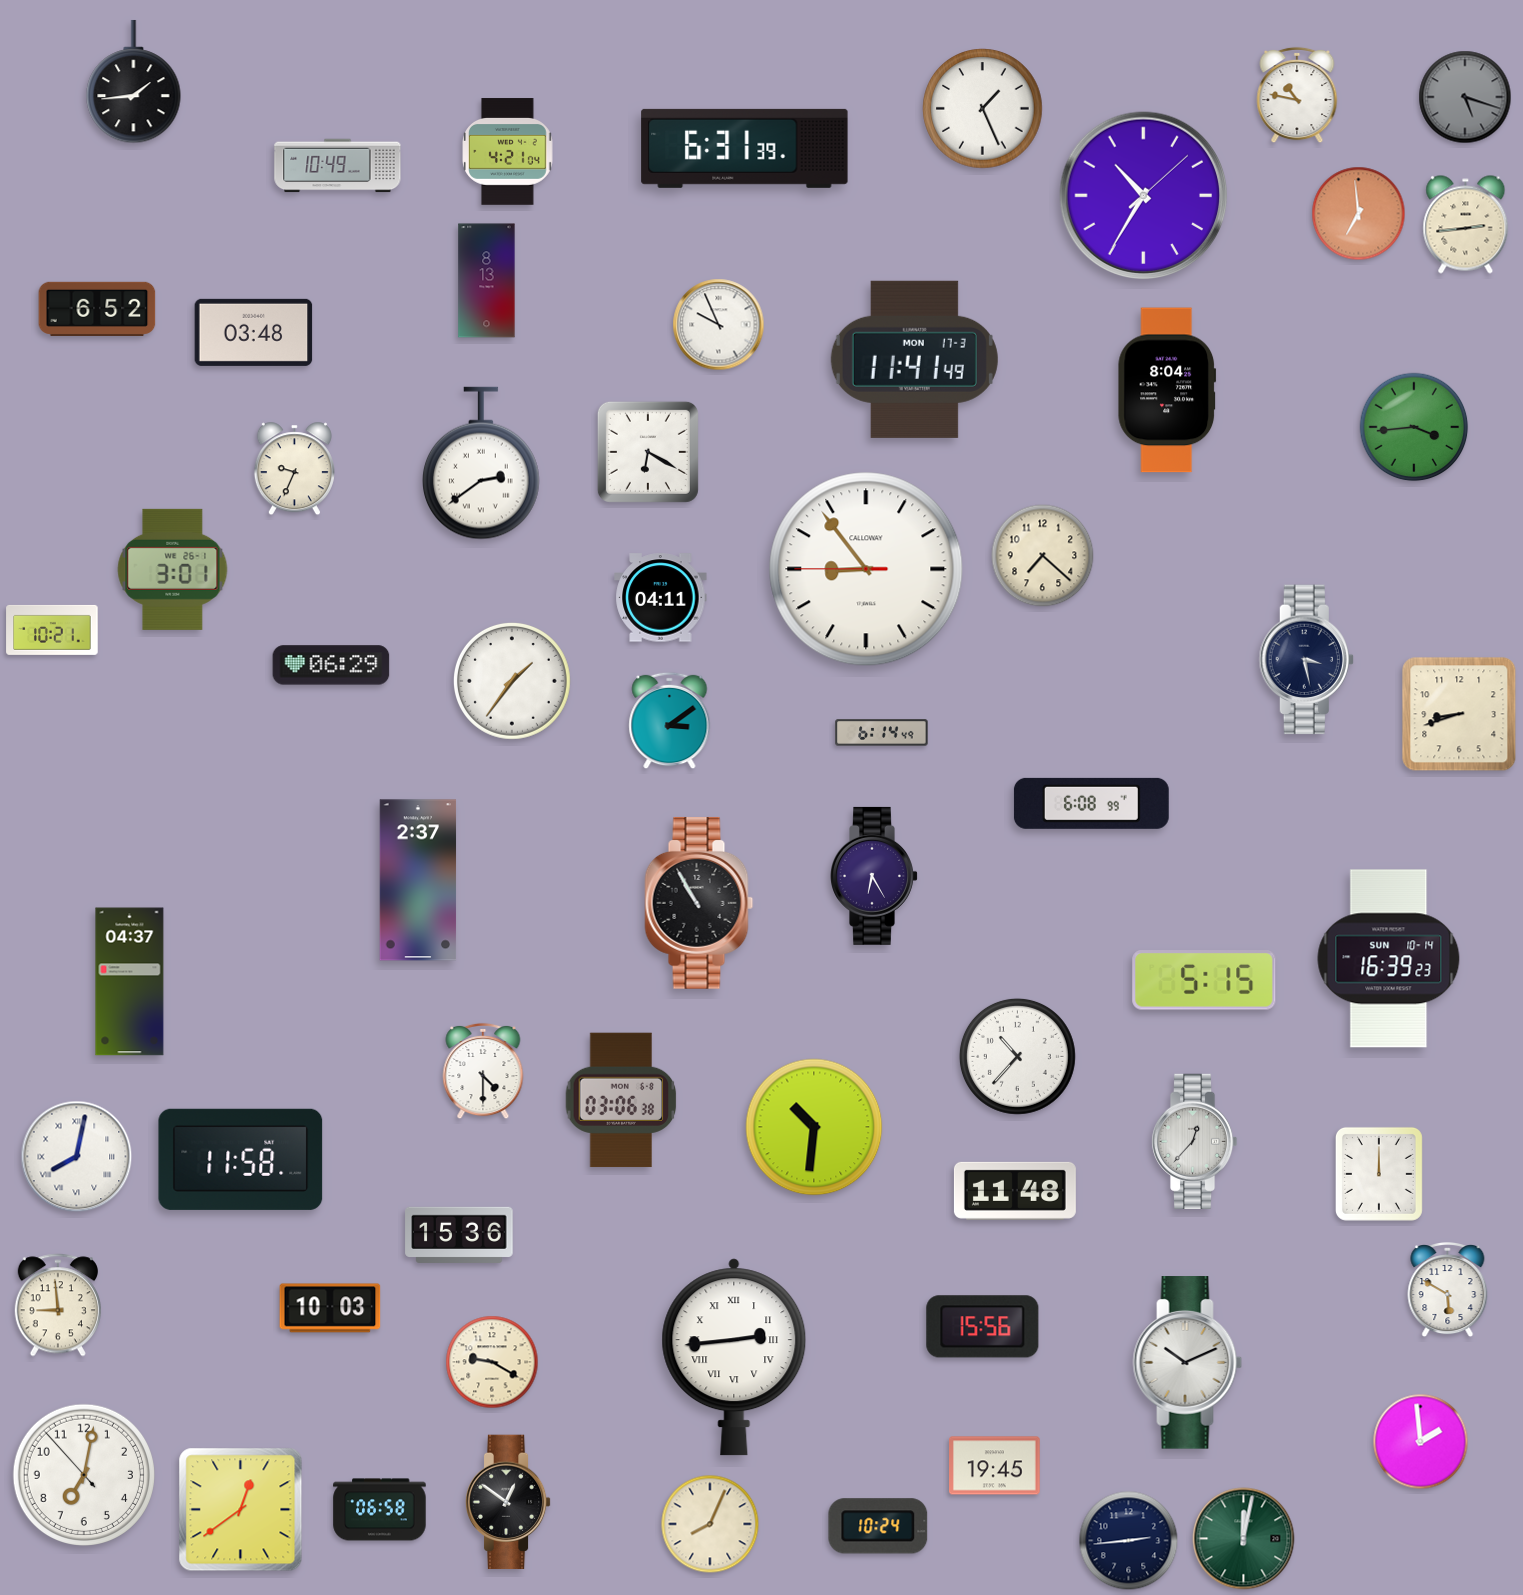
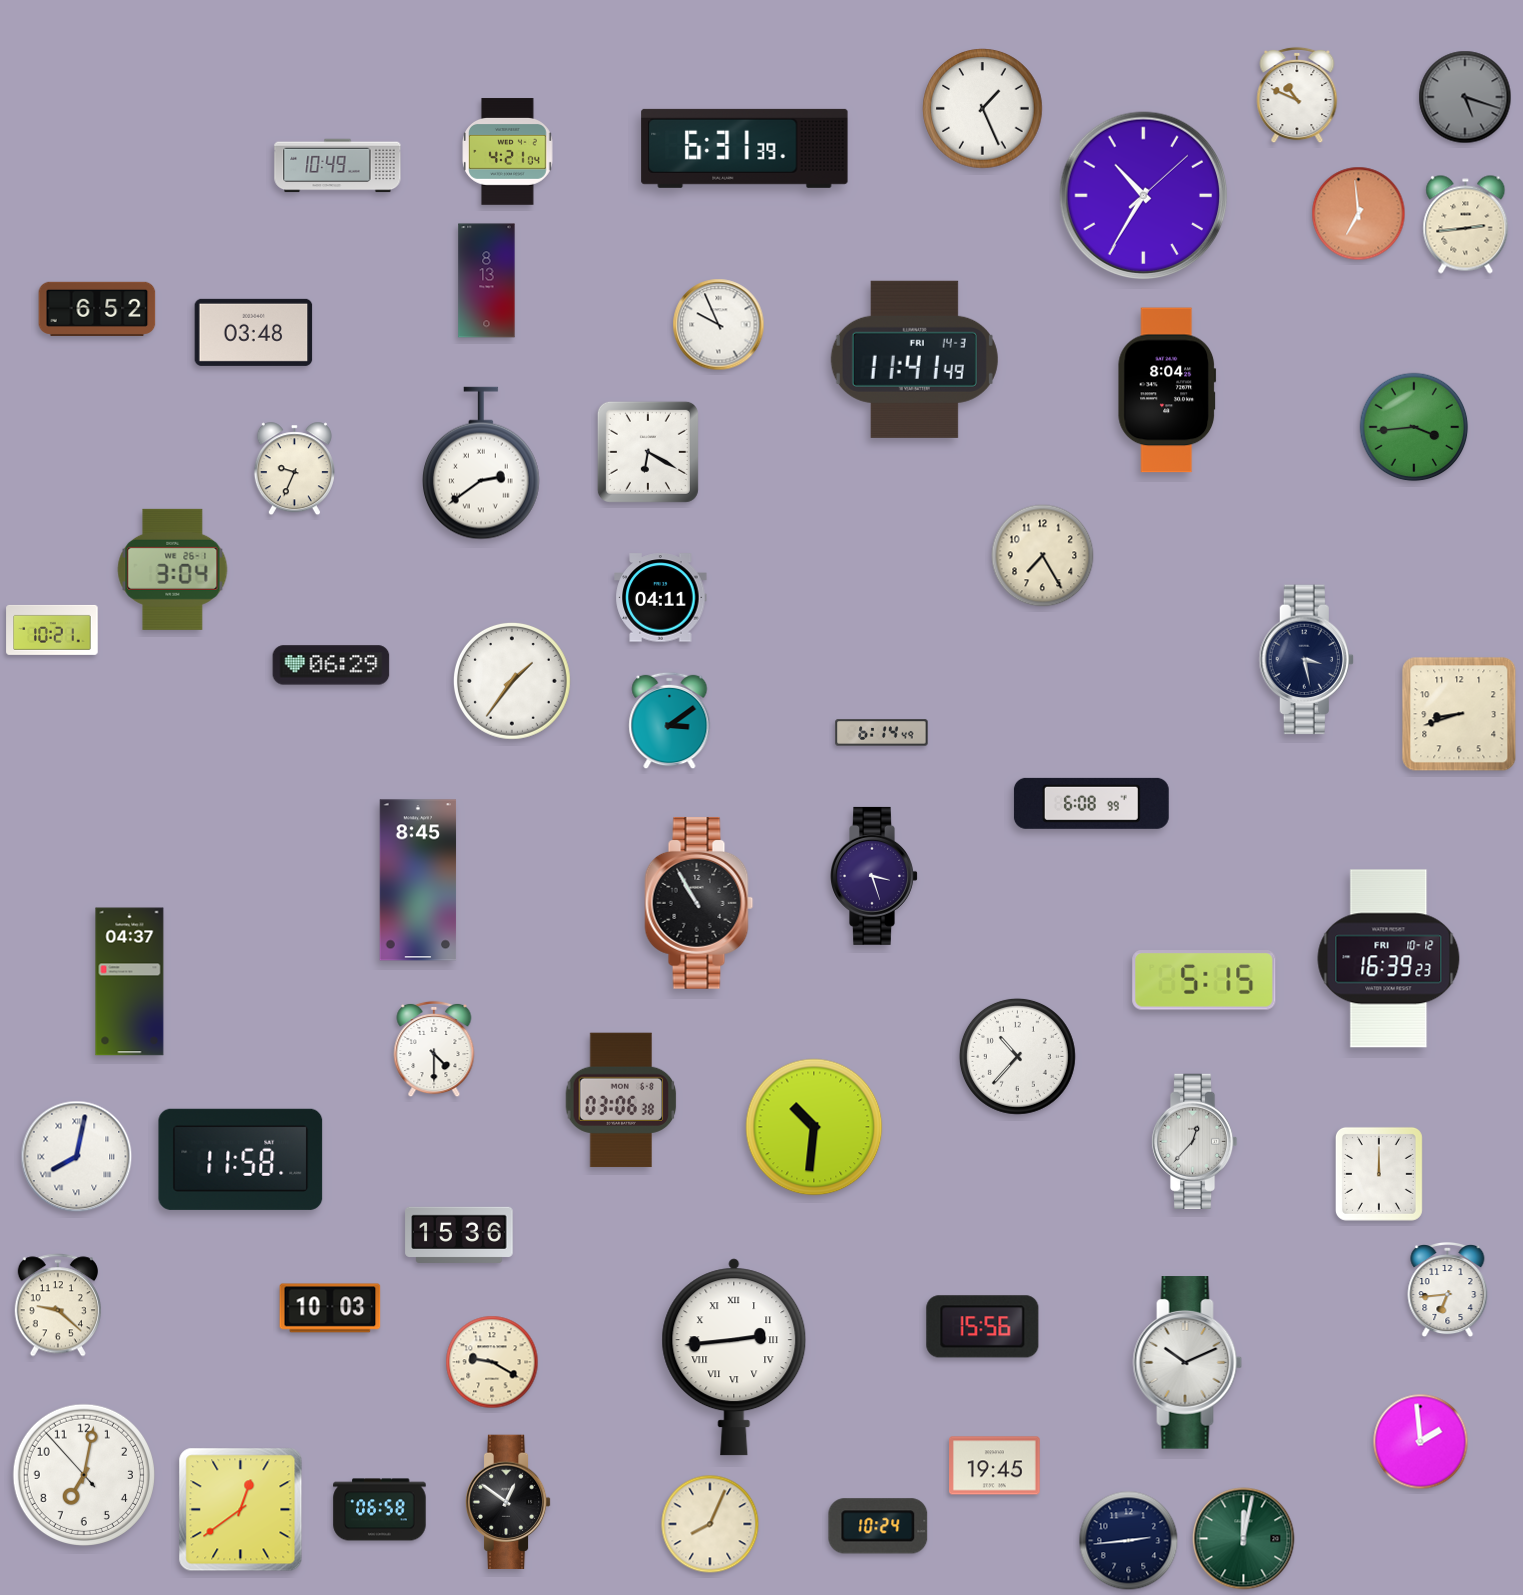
clock at (134, 82): 1:44 -> none
clock at (1297, 95): 10:47 -> 10:49
clock at (914, 359) date: MON 17-3 -> FRI 14-3
clock at (1043, 556): 7:22 -> 7:25
clock at (173, 569): 3:01 -> 3:04
clock at (866, 569): 8:53 -> none
clock at (875, 876): 6:25 -> 3:27
clock at (418, 880): 2:37 -> 8:45
clock at (1389, 959) date: SUN 10-14 -> FRI 10-12
clock at (483, 1071) position: (483, 1071) -> (434, 1049)
clock at (1015, 1191): 11:48 -> none
clock at (1448, 1291): 5:50 -> 6:44
clock at (58, 1305): 8:59 -> 9:22
